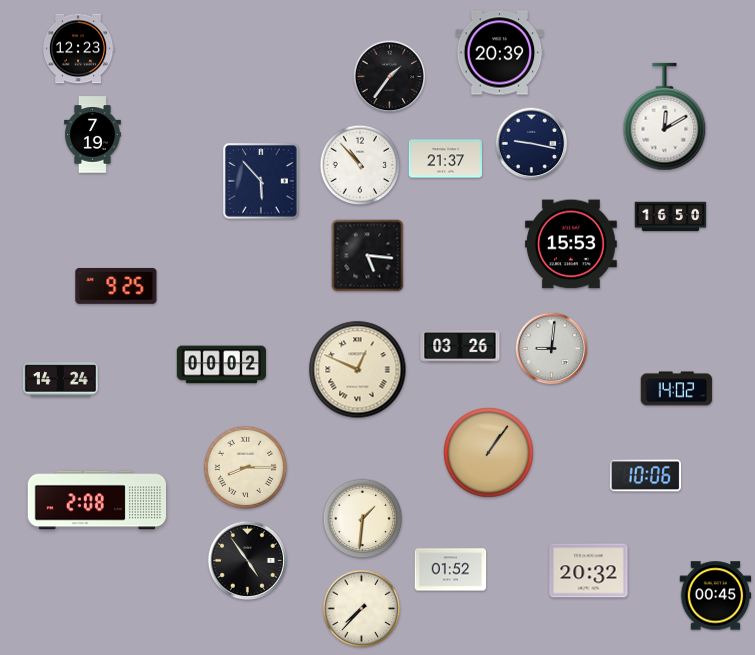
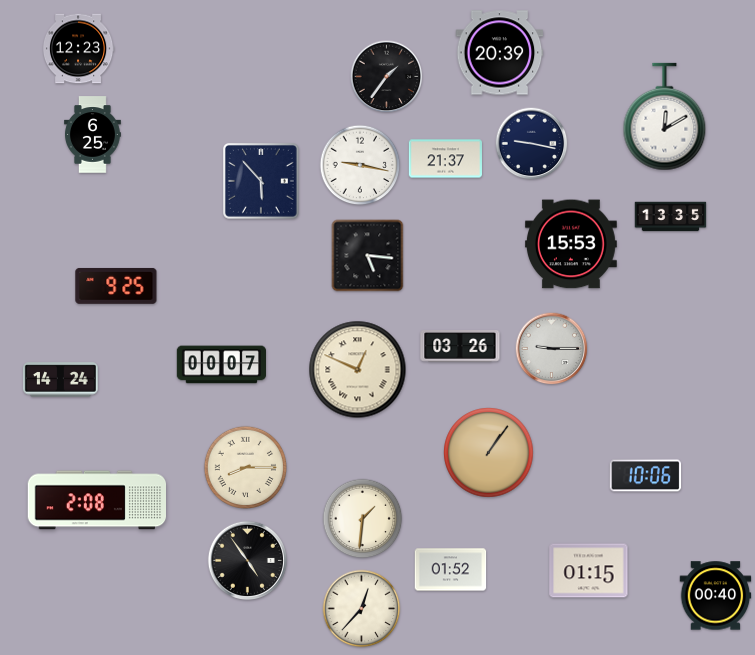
clock at (390, 77) position: (390, 77) -> (387, 77)
clock at (93, 135): 7:19 -> 6:25
clock at (360, 165): 10:53 -> 9:17
clock at (671, 217): 16:50 -> 13:35
clock at (552, 349): 9:01 -> 9:15
clock at (221, 365): 00:02 -> 00:07
clock at (677, 389): 14:02 -> none
clock at (589, 571): 20:32 -> 01:15
clock at (716, 596): 00:45 -> 00:40
clock at (362, 609): 7:37 -> 12:37
